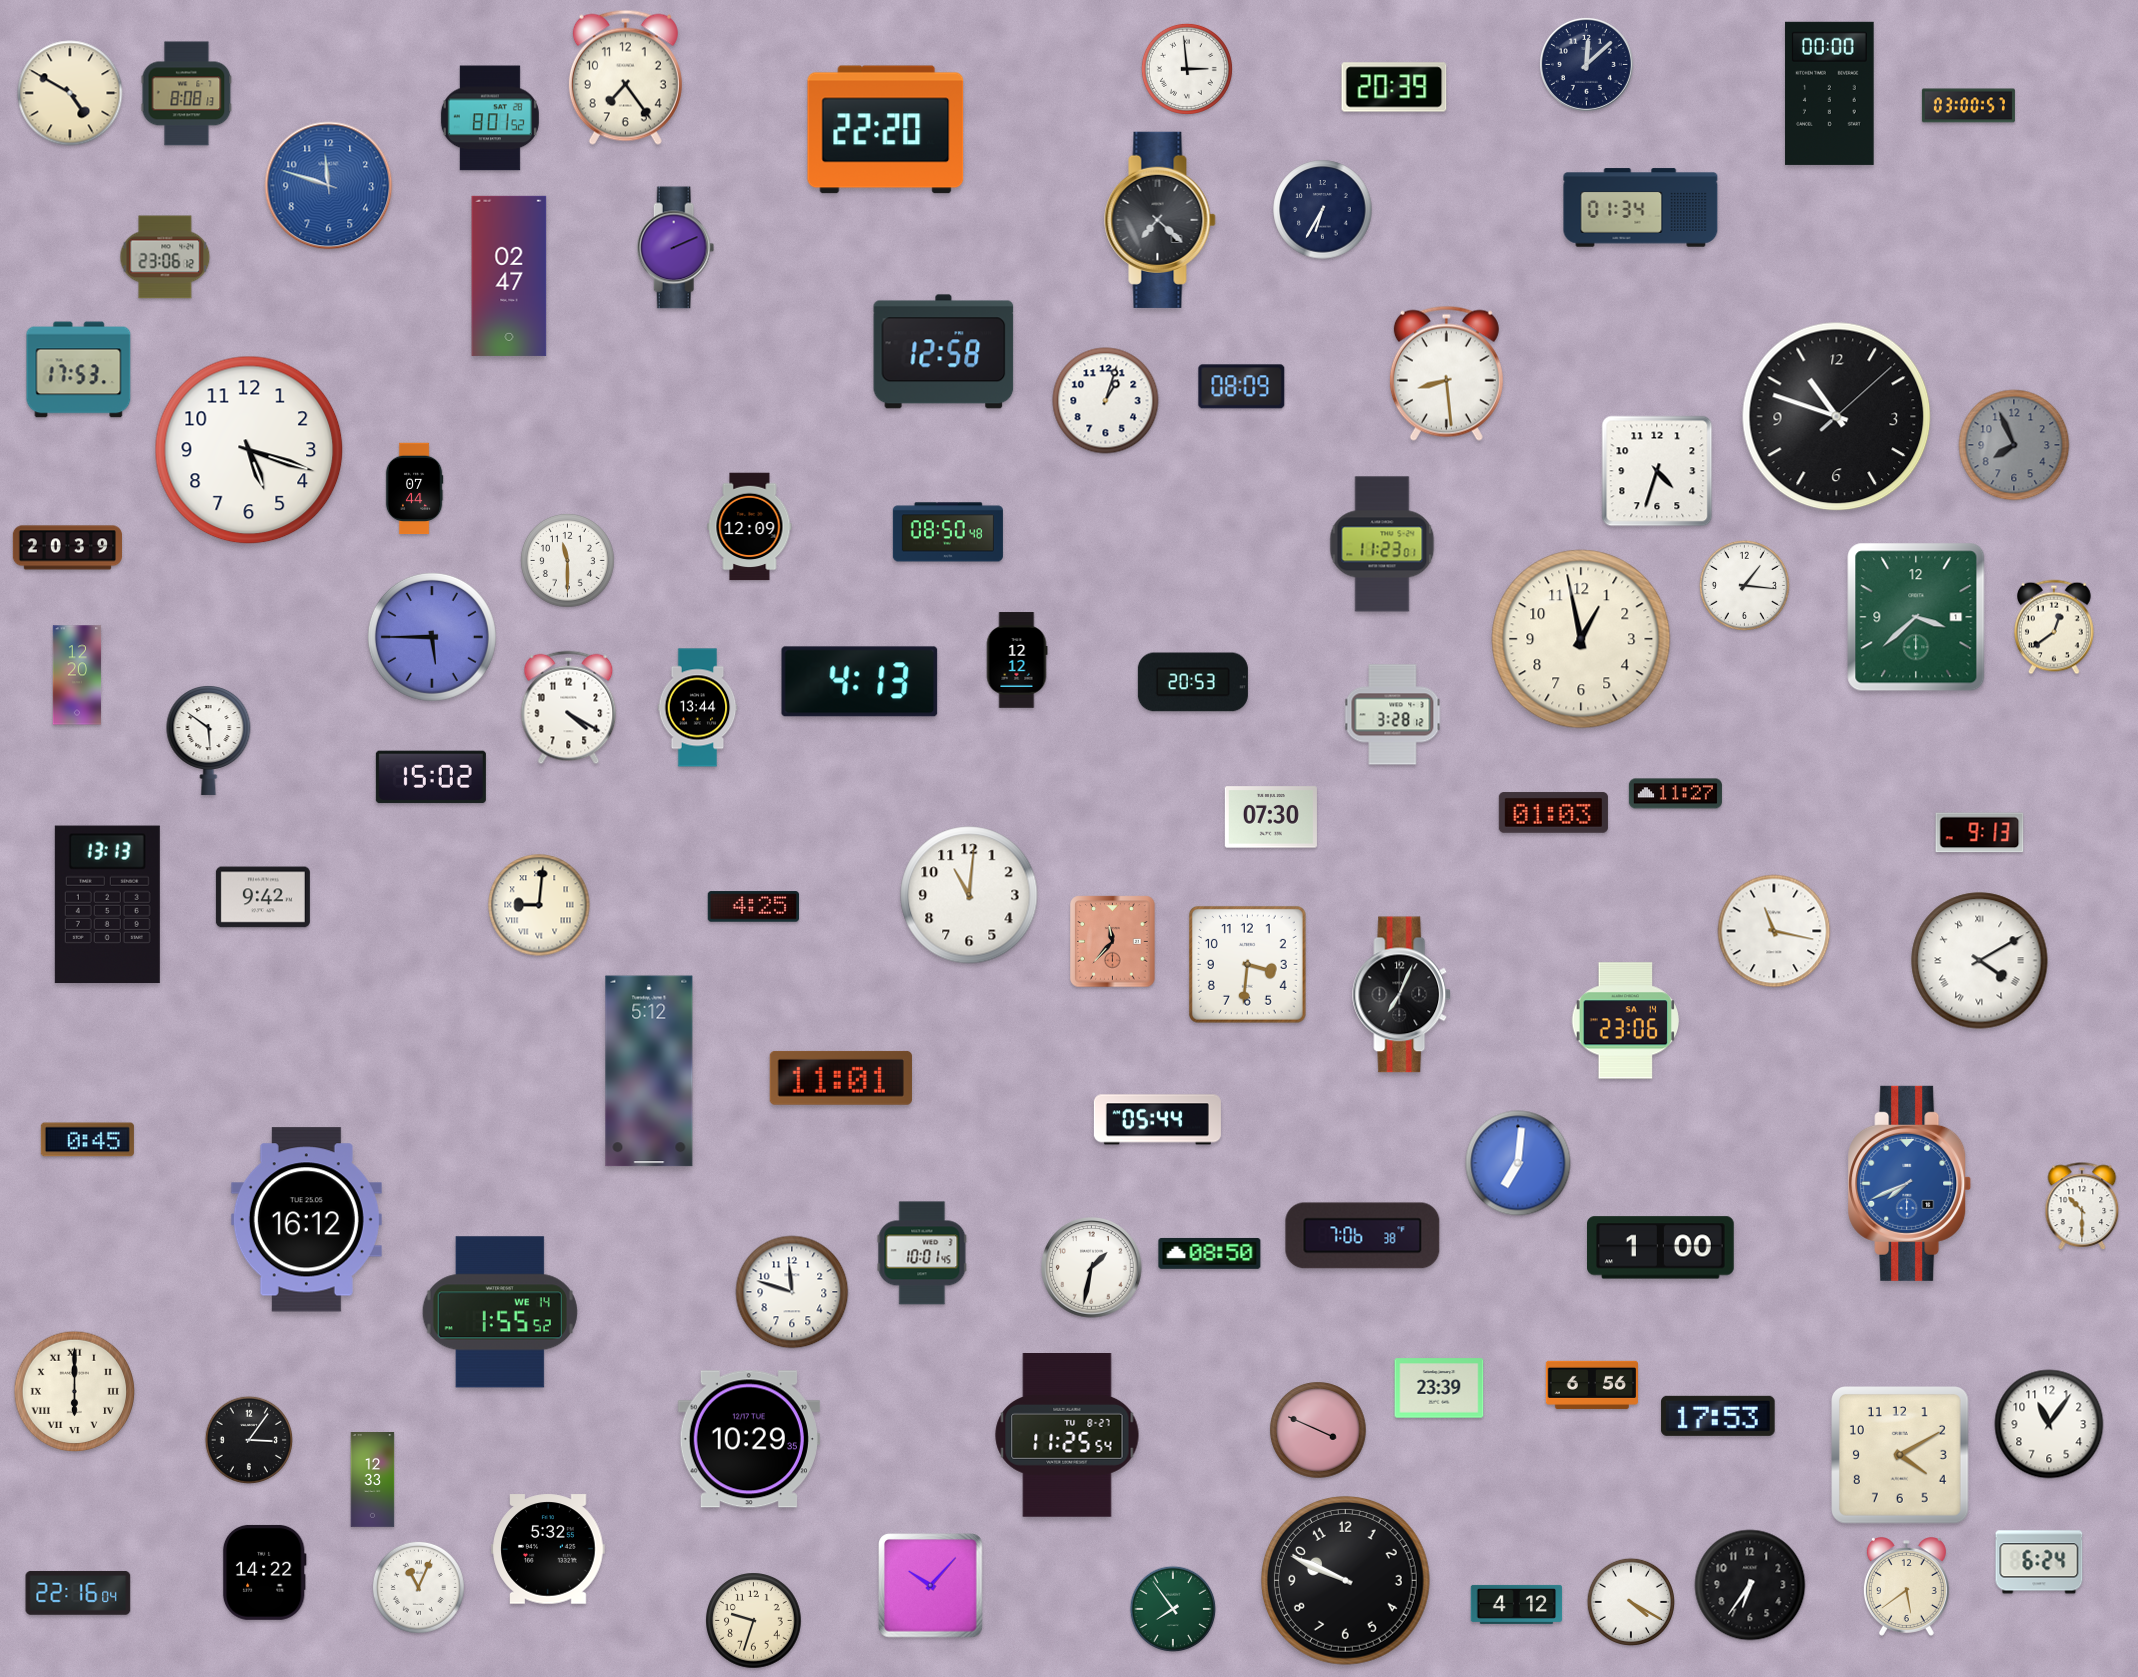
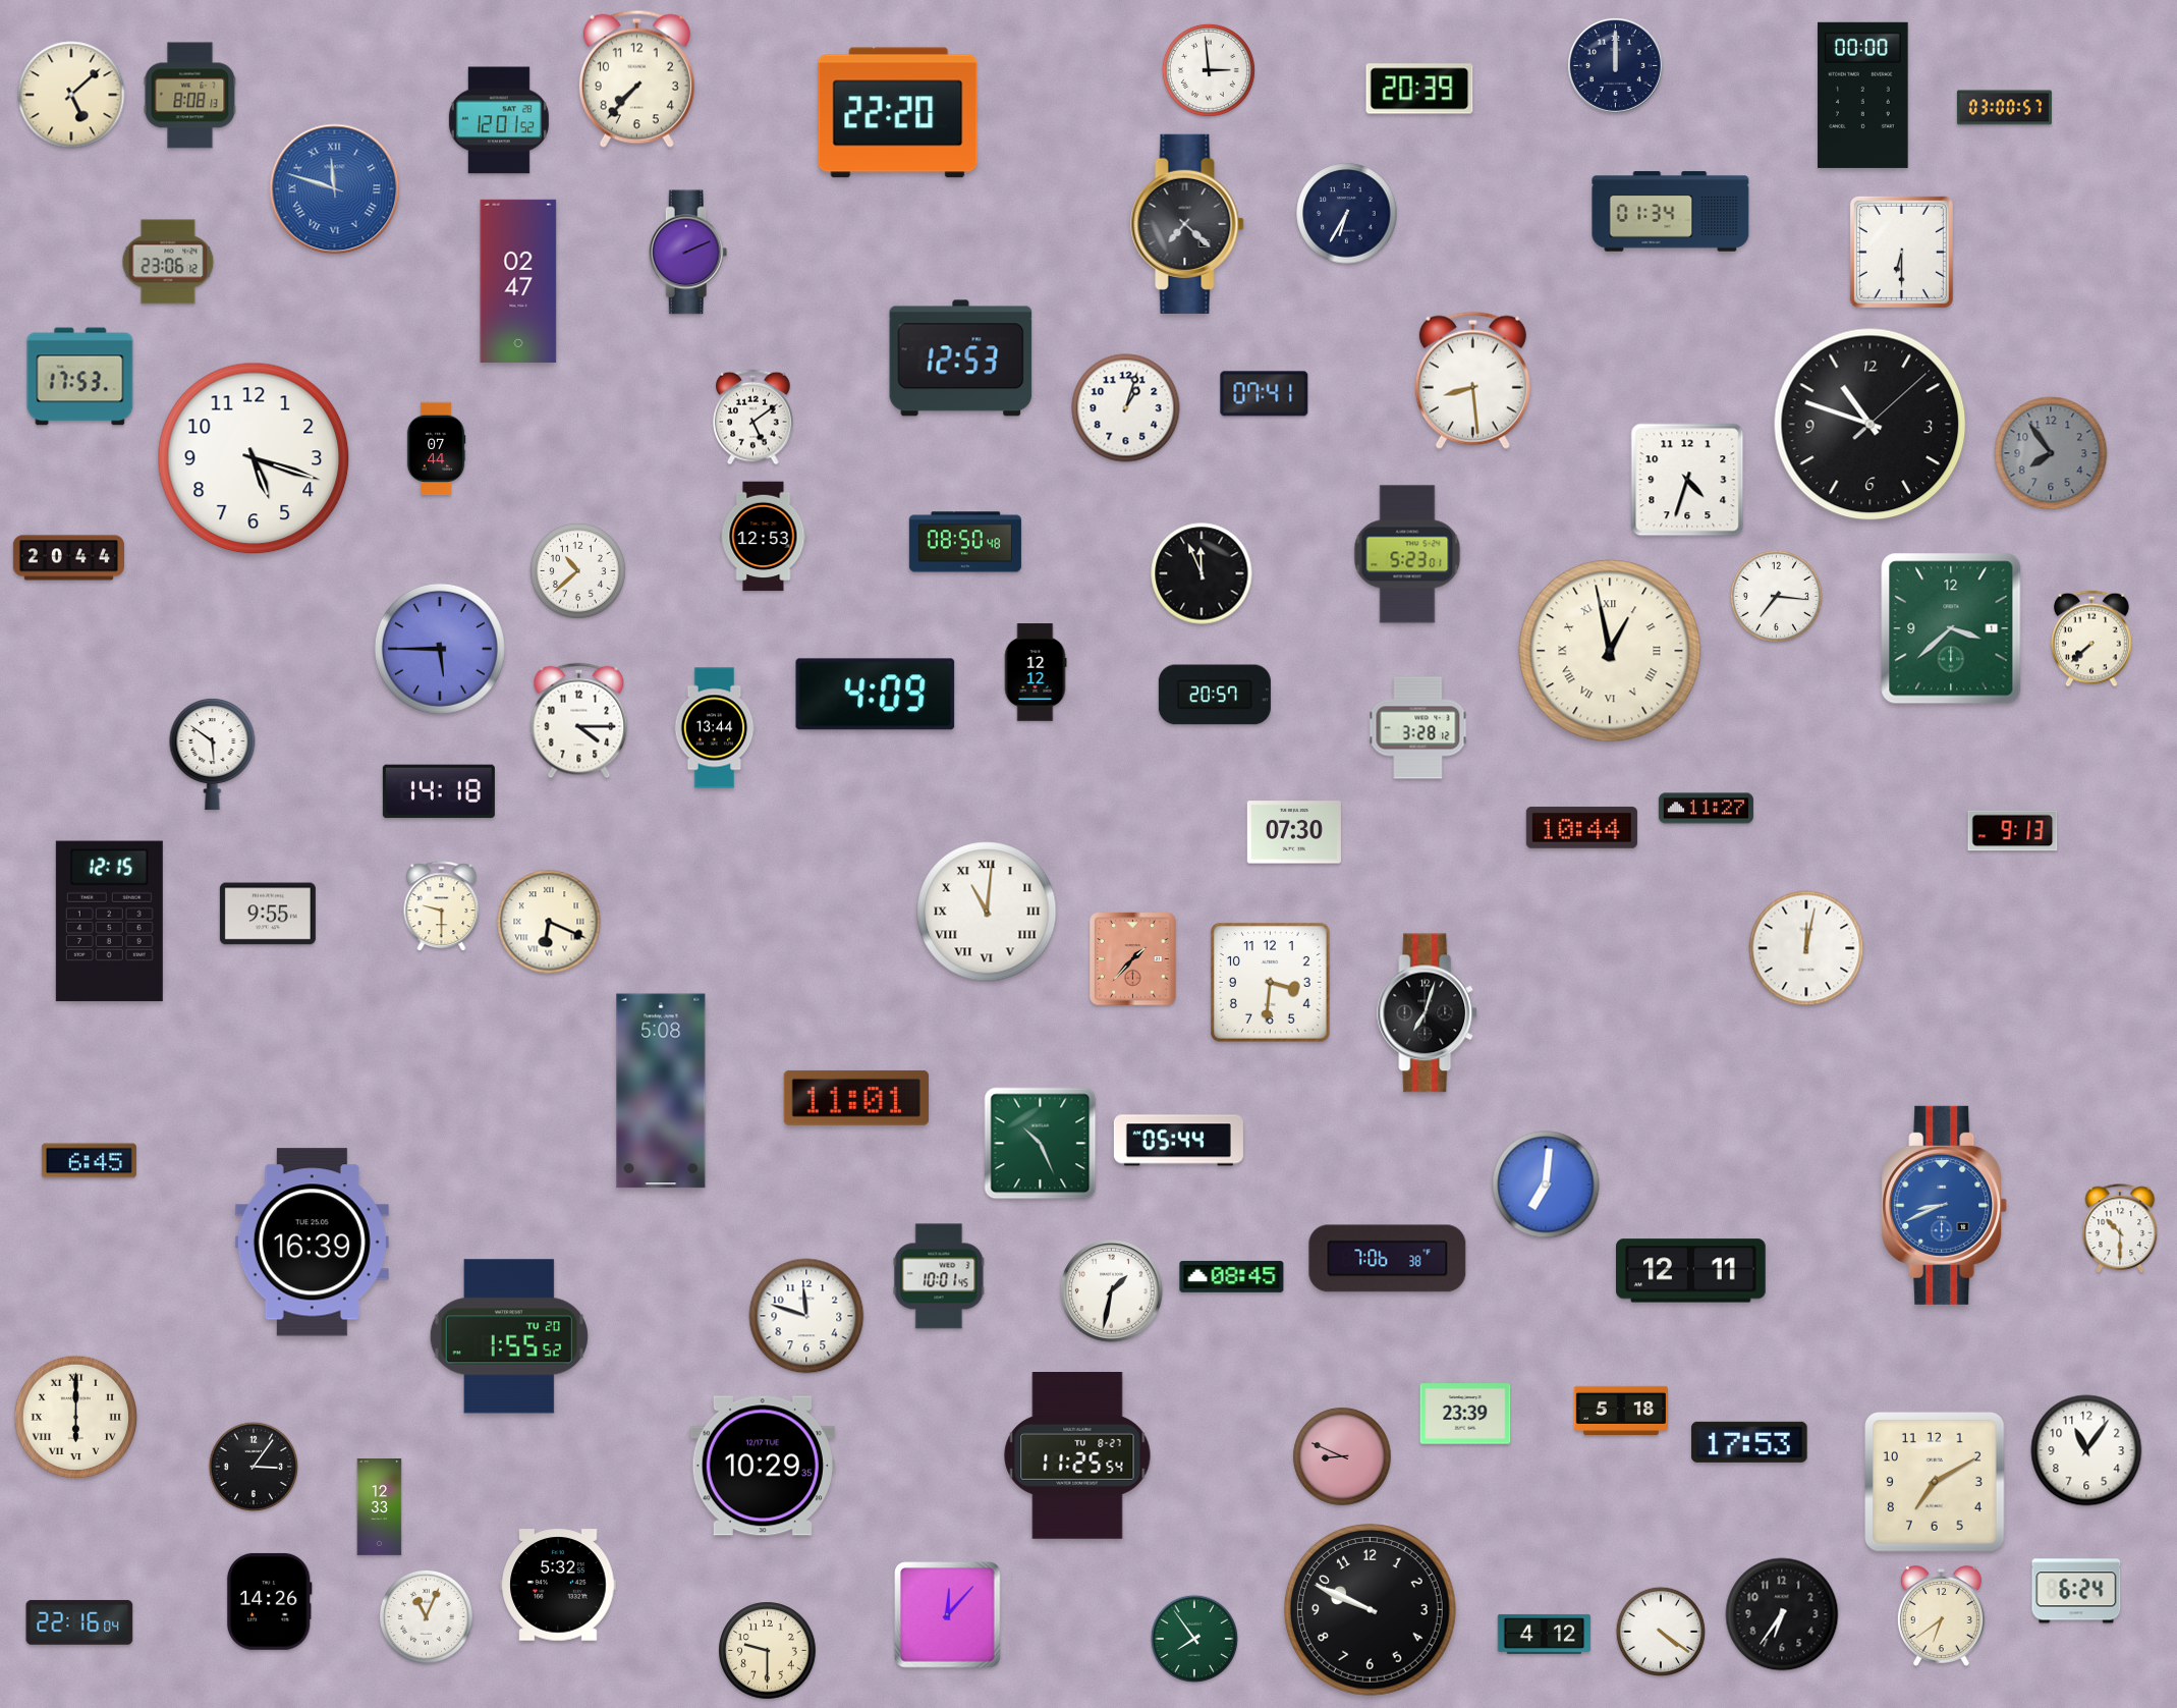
clock at (1586, 64): 12:08 -> 12:00
clock at (625, 77): 7:24 -> 7:37
clock at (70, 93): 4:50 -> 5:08
clock at (490, 118): 8:01 -> 12:01
clock at (886, 130) position: (886, 130) -> (898, 113)
clock at (329, 186) numerals: Arabic -> Roman
clock at (1160, 220) position: (1160, 220) -> (1187, 224)
clock at (1901, 252): none -> 6:30
clock at (944, 352): 12:58 -> 12:53
clock at (1242, 387): 08:09 -> 07:41
clock at (753, 418): none -> 5:09
clock at (2014, 445): 7:56 -> 7:54
clock at (414, 489) position: (414, 489) -> (436, 449)
clock at (750, 527): 12:09 -> 12:53
clock at (1382, 544): 11:23 -> 5:23
clock at (67, 548): 20:39 -> 20:44
clock at (568, 561): 11:30 -> 10:38
clock at (1202, 573): none -> 11:56
clock at (1744, 585): 1:16 -> 7:16
clock at (2055, 627): 12:39 -> 7:38
clock at (1581, 639) numerals: Arabic -> Roman
clock at (77, 675): 12:20 -> none
clock at (860, 682): 4:13 -> 4:09
clock at (1193, 682): 20:53 -> 20:57
clock at (569, 708): 4:20 -> 4:15
clock at (698, 708) position: (698, 708) -> (715, 728)
clock at (431, 777): 15:02 -> 14:18
clock at (1553, 813): 01:03 -> 10:44
clock at (1980, 833) position: (1980, 833) -> (2013, 831)
clock at (442, 906): none -> 9:30
clock at (969, 895) numerals: Arabic -> Roman
clock at (263, 897): 9:42 -> 9:55
clock at (107, 905): 13:13 -> 12:15
clock at (539, 905): 9:01 -> 6:19
clock at (754, 907): 4:25 -> none
clock at (1774, 931): 11:17 -> 12:02
clock at (1113, 942): 11:37 -> 1:37
clock at (1980, 961): 4:10 -> none
clock at (1402, 995): 7:04 -> 7:03
clock at (1626, 1021): 23:06 -> none
clock at (649, 1071): 5:12 -> 5:08
clock at (1041, 1144): none -> 10:26
clock at (87, 1140): 0:45 -> 6:45
clock at (1910, 1183): 7:41 -> 8:41
clock at (306, 1220): 16:12 -> 16:39
clock at (1661, 1248): 1:00 -> 12:11
clock at (1210, 1253): 08:50 -> 08:45
clock at (500, 1312) date: WE 14 -> TU 20
clock at (1592, 1385): 6:56 -> 5:18
clock at (1318, 1430): 3:49 -> 8:49
clock at (1067, 1436) position: (1067, 1436) -> (1077, 1456)
clock at (1901, 1456): 4:10 -> 7:10
clock at (548, 1549) position: (548, 1549) -> (558, 1585)
clock at (264, 1572): 14:22 -> 14:26
clock at (931, 1586): 10:07 -> 12:07
clock at (1906, 1587): 5:39 -> 6:39
clock at (1630, 1601): 4:20 -> 4:21
clock at (754, 1621): 9:33 -> 9:30
